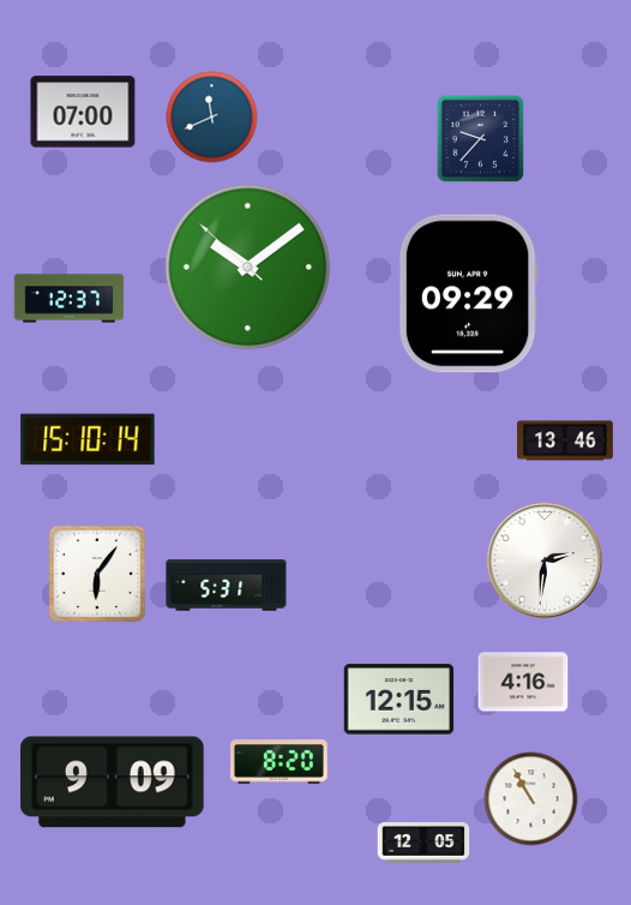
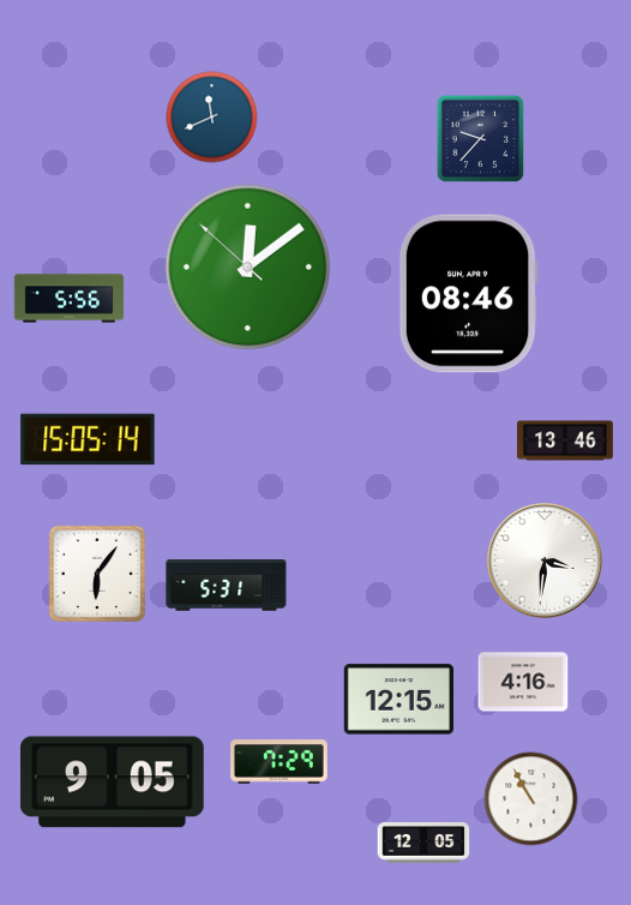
clock at (83, 112): 07:00 -> none
clock at (248, 268): 10:08 -> 12:08
clock at (468, 294): 09:29 -> 08:46
clock at (70, 299): 12:37 -> 5:56
clock at (88, 439): 15:10 -> 15:05
clock at (546, 562): 2:31 -> 3:31
clock at (280, 762): 8:20 -> 7:29
clock at (113, 783): 9:09 -> 9:05
